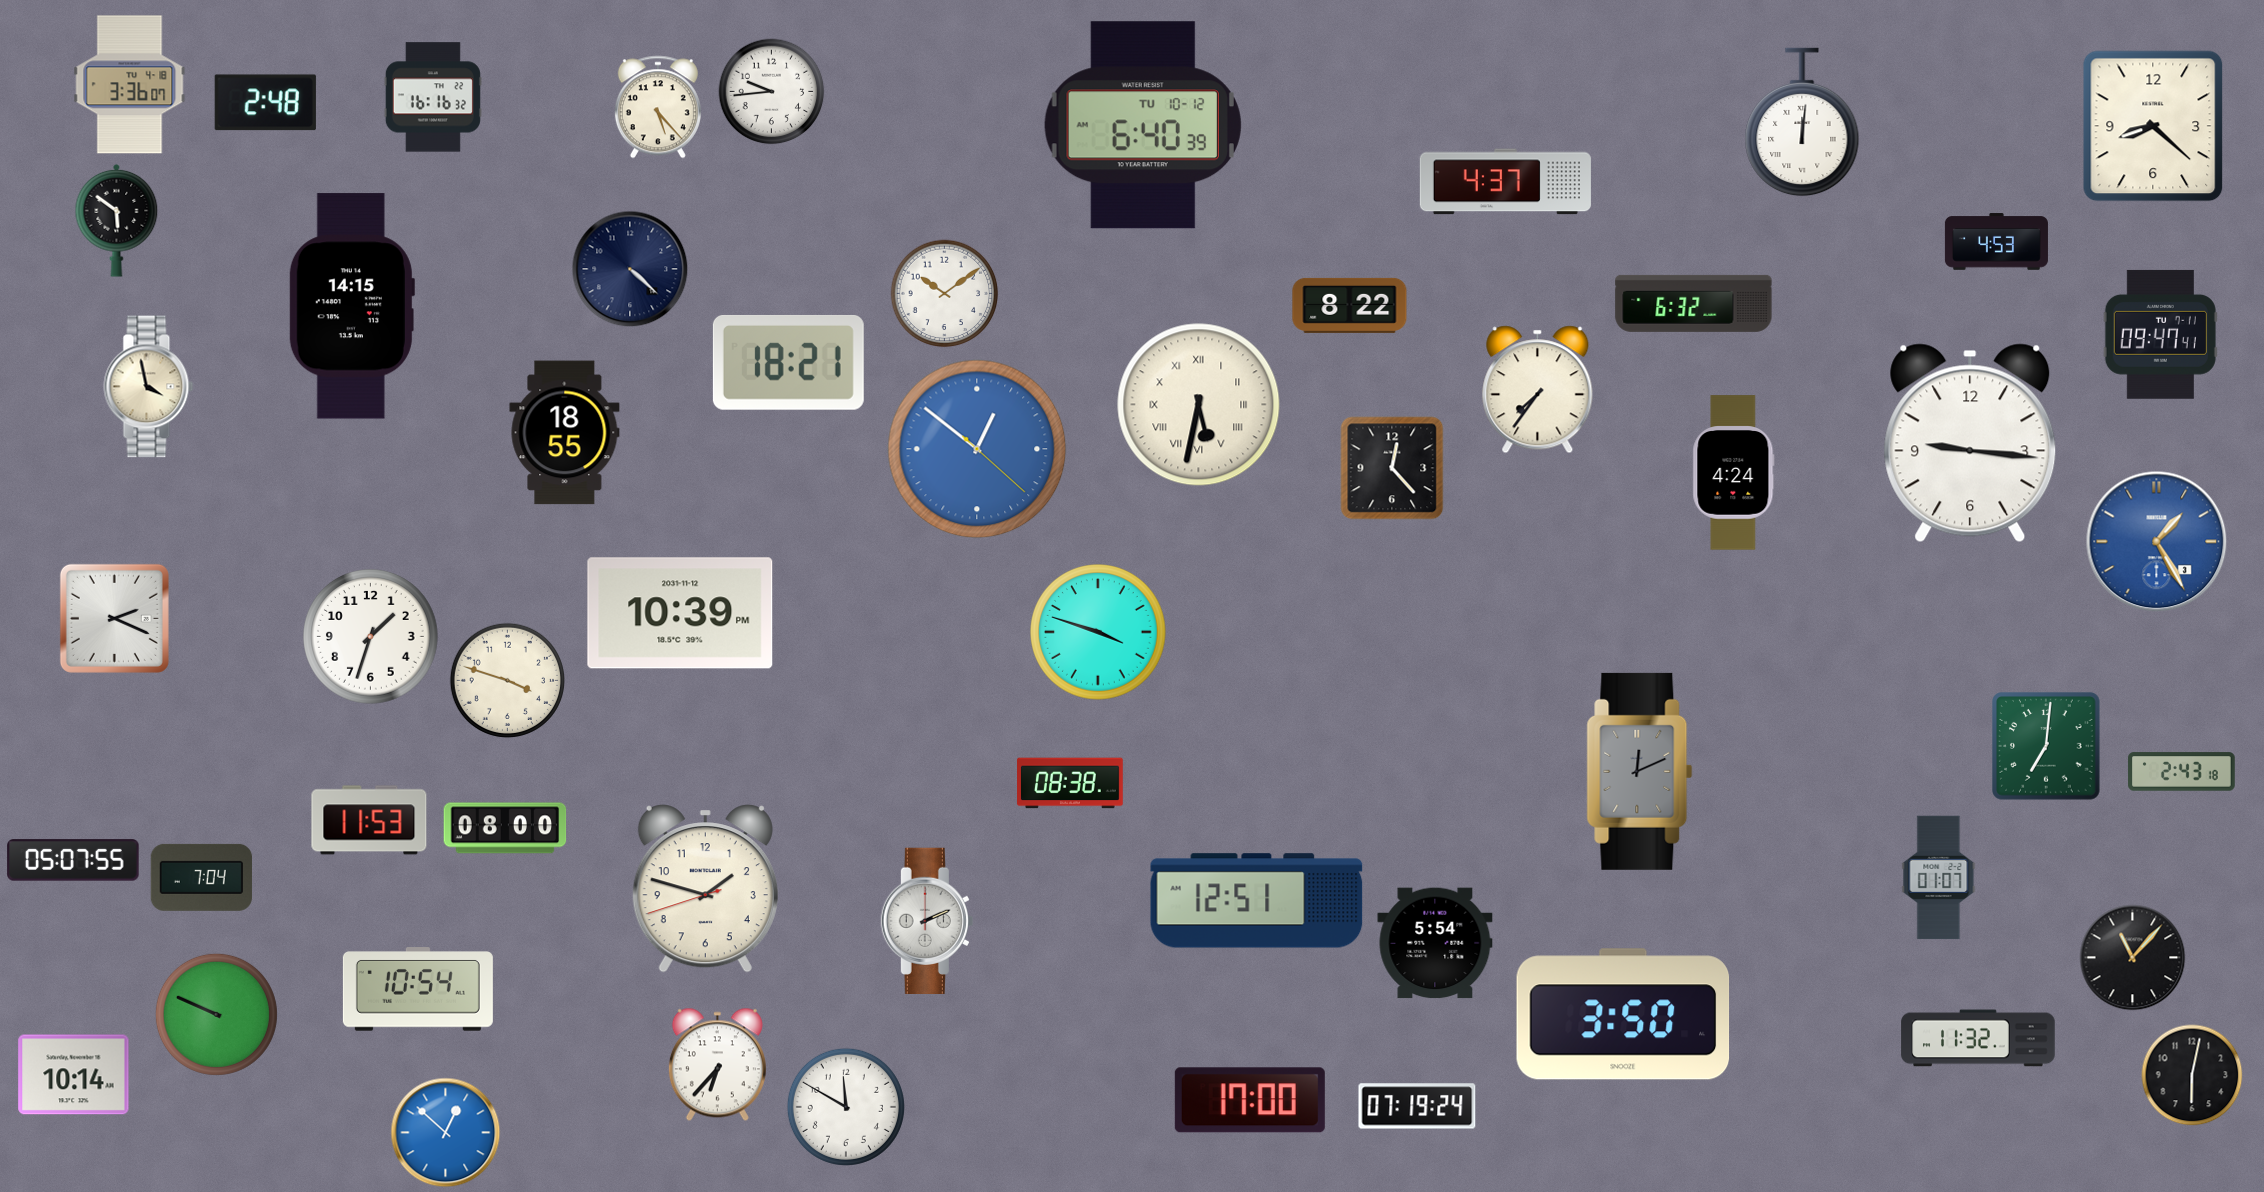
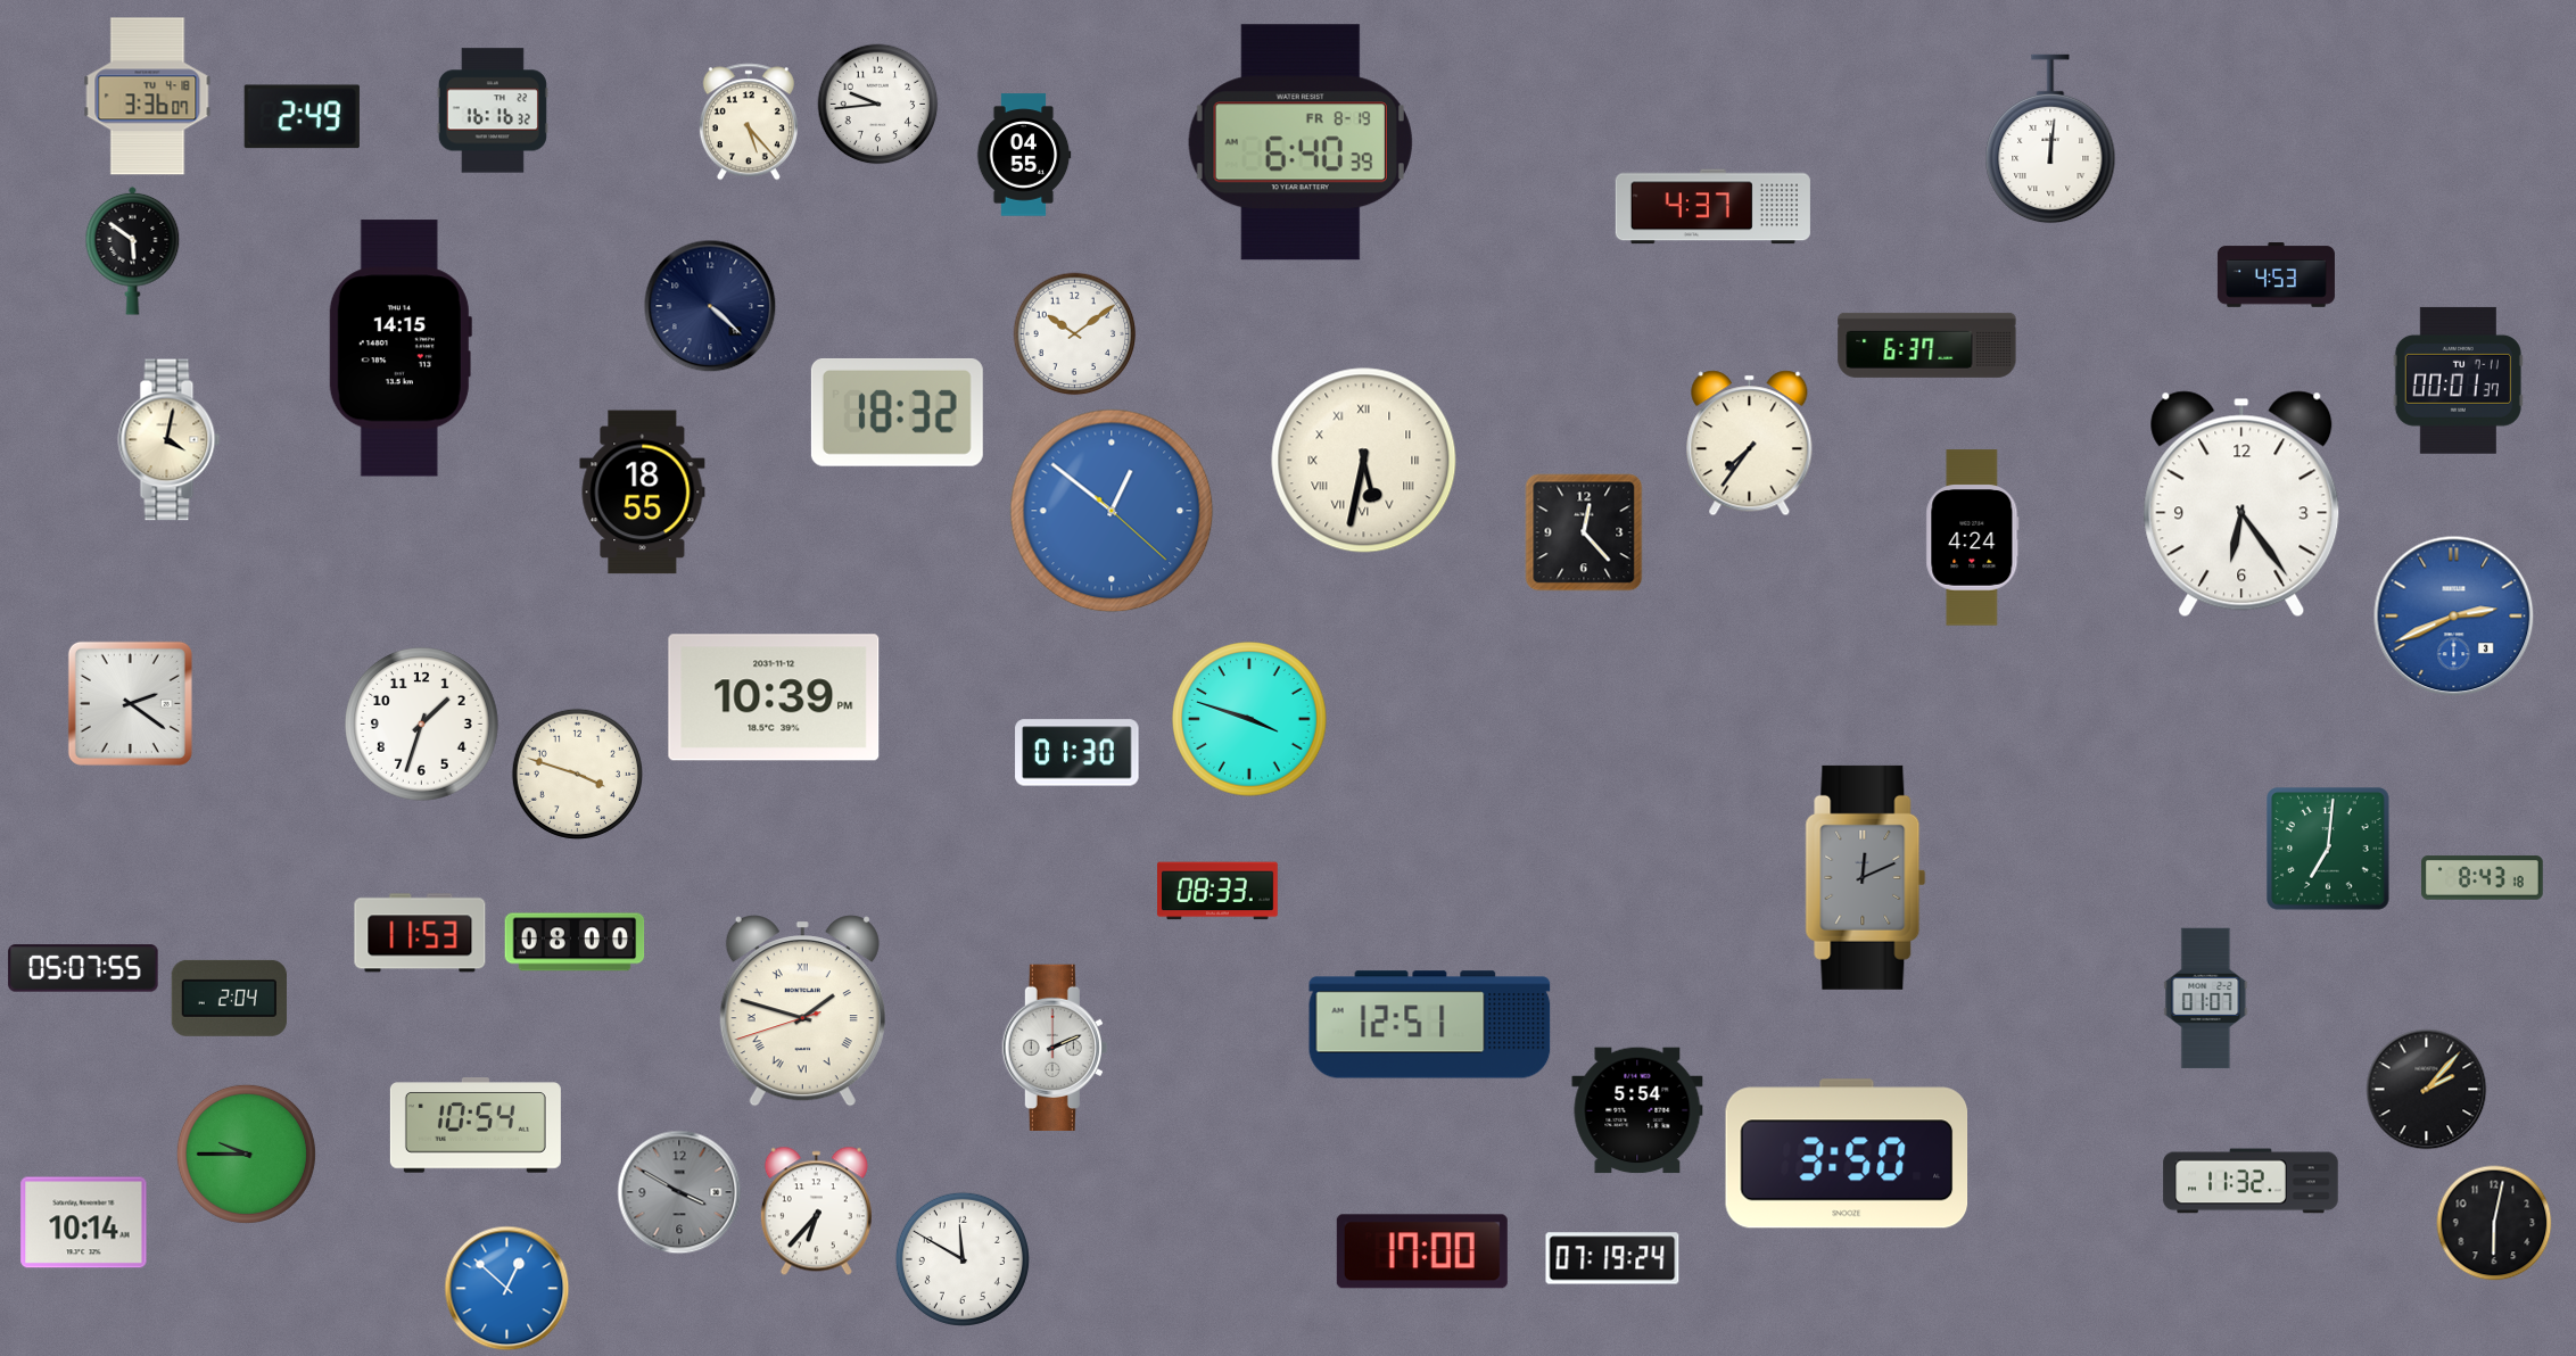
clock at (265, 103): 2:48 -> 2:49
clock at (1143, 125) date: TU 10-12 -> FR 8-19
clock at (2153, 126): 8:22 -> none
clock at (1024, 155): none -> 04:55
clock at (1996, 242) position: (1996, 242) -> (2276, 275)
clock at (630, 269) position: (630, 269) -> (710, 306)
clock at (1694, 303): 6:32 -> 6:37
clock at (1350, 305): 8:22 -> none
clock at (2160, 334): 09:47 -> 00:01
clock at (788, 362): 18:21 -> 18:32
clock at (149, 387): 3:58 -> 4:02
clock at (1970, 443): 9:16 -> 6:24
clock at (2157, 542): 1:25 -> 2:41
clock at (114, 618): 2:19 -> 2:21
clock at (1078, 753): none -> 01:30
clock at (2182, 772): 2:43 -> 8:43
clock at (1071, 783): 08:38 -> 08:33
clock at (73, 860) position: (73, 860) -> (83, 968)
clock at (201, 877): 7:04 -> 2:04
clock at (705, 889) numerals: Arabic -> Roman
clock at (1435, 943) position: (1435, 943) -> (1637, 1110)
clock at (2133, 958): 11:07 -> 2:07
clock at (216, 1014): 9:49 -> 9:45
clock at (679, 1192): none -> 3:50
